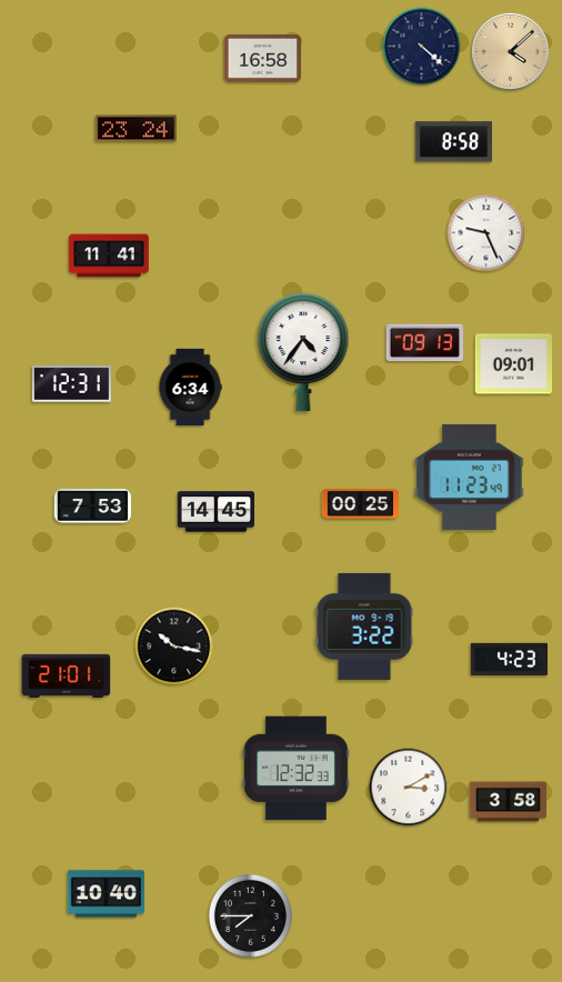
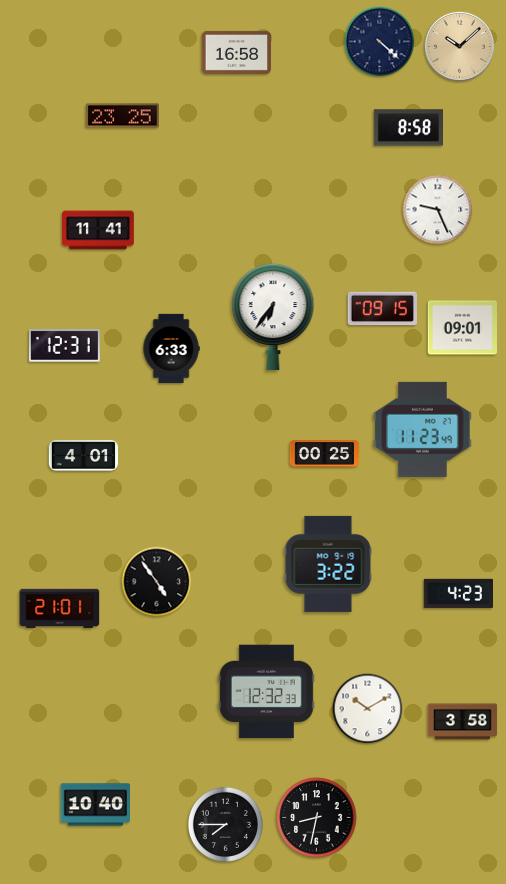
clock at (510, 51): 4:08 -> 10:08
clock at (137, 129): 23:24 -> 23:25
clock at (424, 343): 09:13 -> 09:15
clock at (303, 352): 4:36 -> 6:36
clock at (190, 388): 6:34 -> 6:33
clock at (93, 507): 7:53 -> 4:01
clock at (217, 512): 14:45 -> none
clock at (174, 647): 10:17 -> 4:54
clock at (409, 788): 3:10 -> 10:10
clock at (509, 802) position: (509, 802) -> (463, 722)
clock at (317, 818): none -> 8:32
